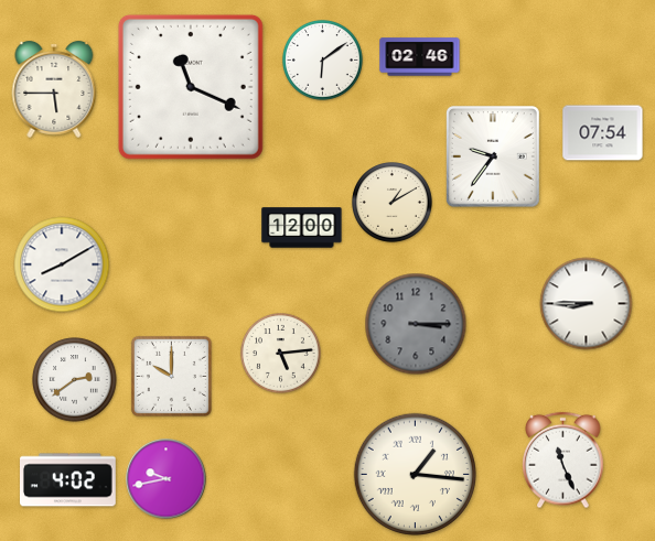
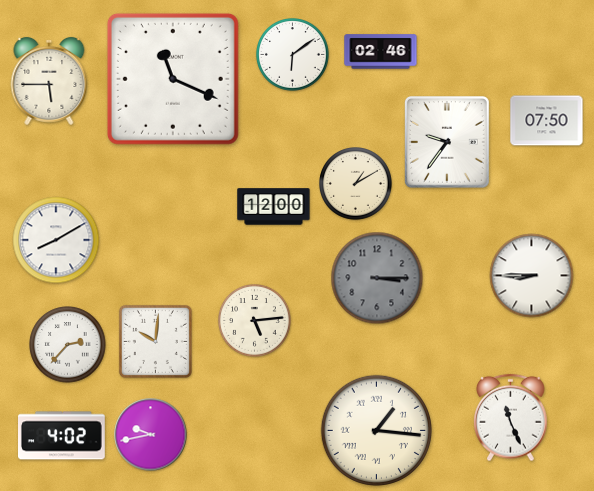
clock at (603, 133): 07:54 -> 07:50
clock at (416, 324) position: (416, 324) -> (377, 278)
clock at (171, 376): 10:00 -> 10:01
clock at (75, 380): 2:39 -> 2:37
